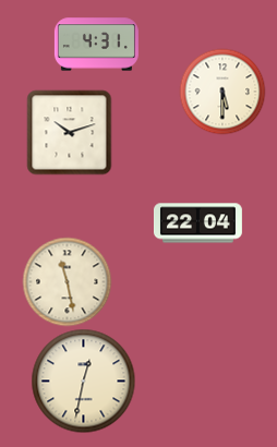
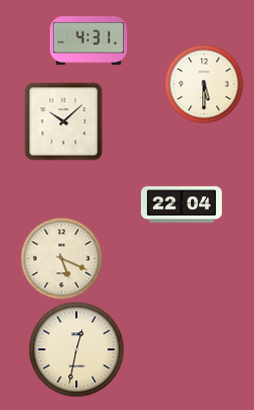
clock at (69, 132): 10:12 -> 10:08
clock at (67, 281): 11:28 -> 5:19
